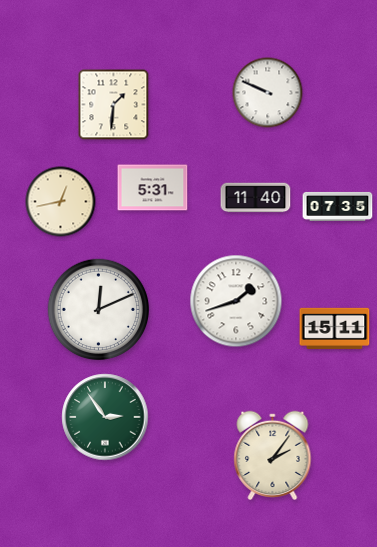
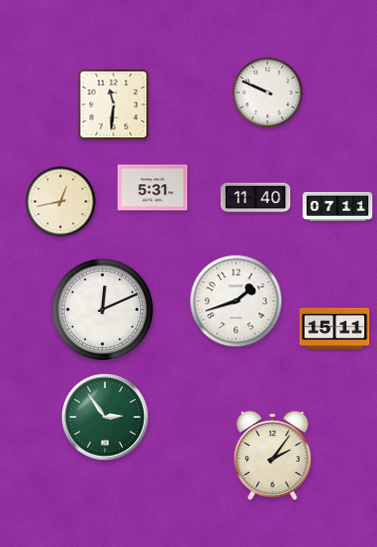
clock at (114, 105): 1:31 -> 11:31
clock at (338, 206): 07:35 -> 07:11
clock at (99, 310) position: (99, 310) -> (103, 310)
